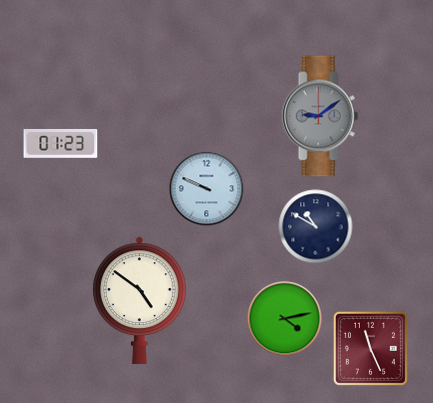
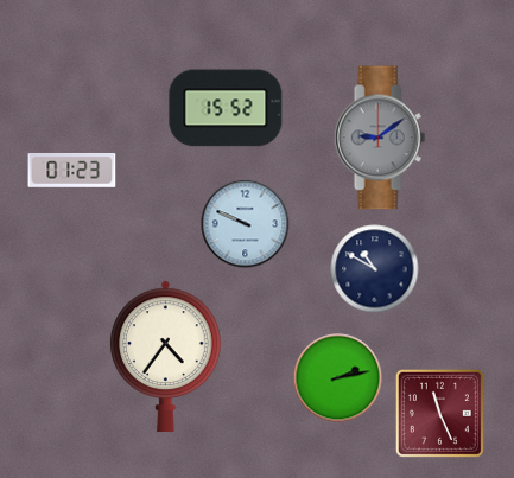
clock at (226, 108): none -> 15:52
clock at (140, 300): 4:51 -> 4:36
clock at (285, 319): 4:13 -> 2:13
